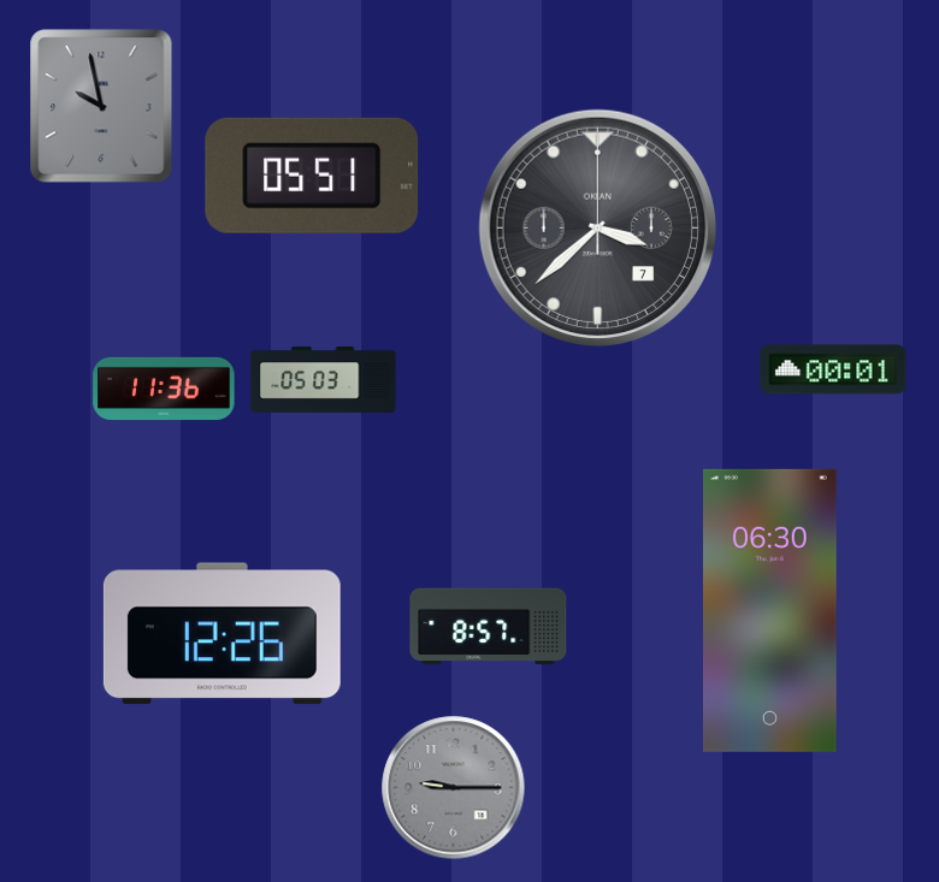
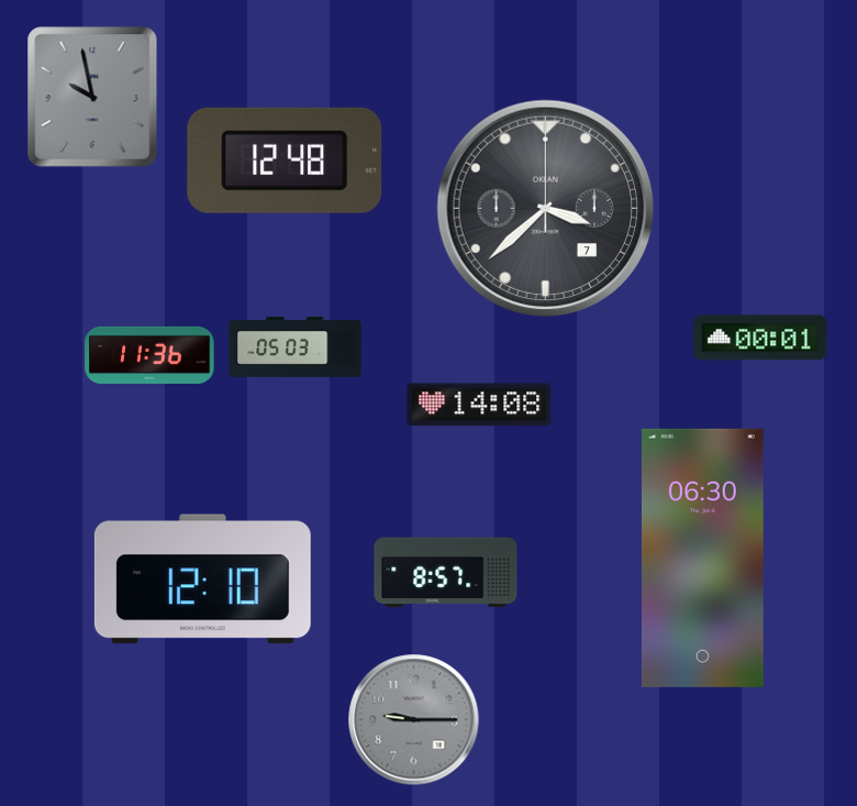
clock at (312, 176): 05:51 -> 12:48
clock at (479, 405): none -> 14:08
clock at (222, 634): 12:26 -> 12:10
